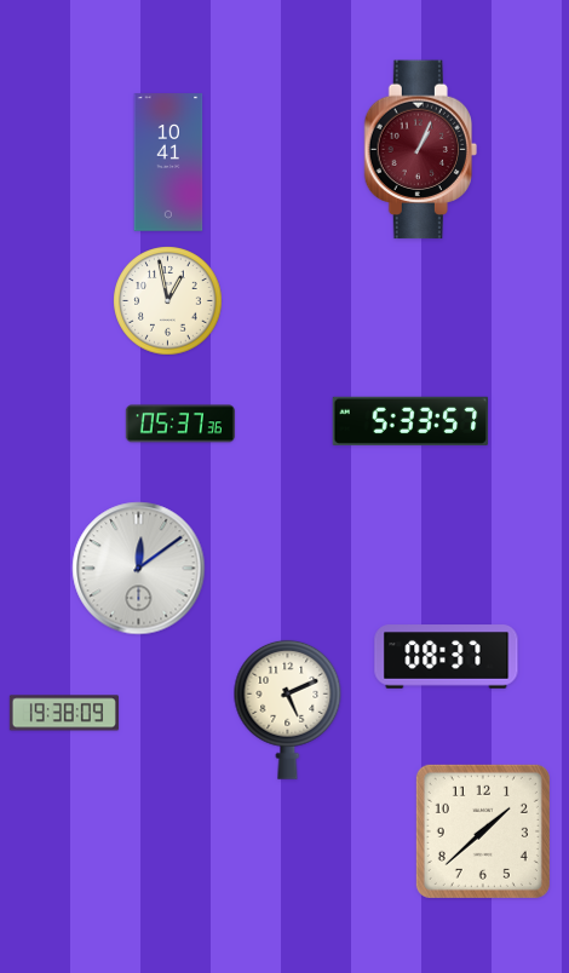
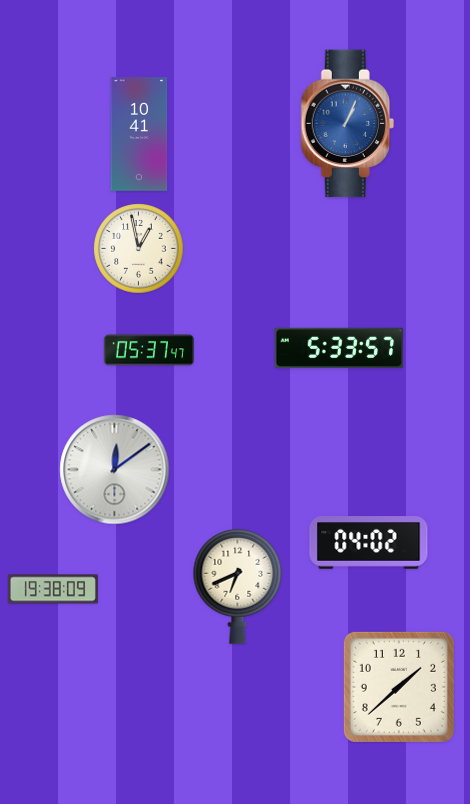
clock at (420, 150) dial: burgundy -> blue
clock at (180, 424): 05:37:36 -> 05:37:47
clock at (447, 657): 08:37 -> 04:02
clock at (288, 709): 5:11 -> 6:41
